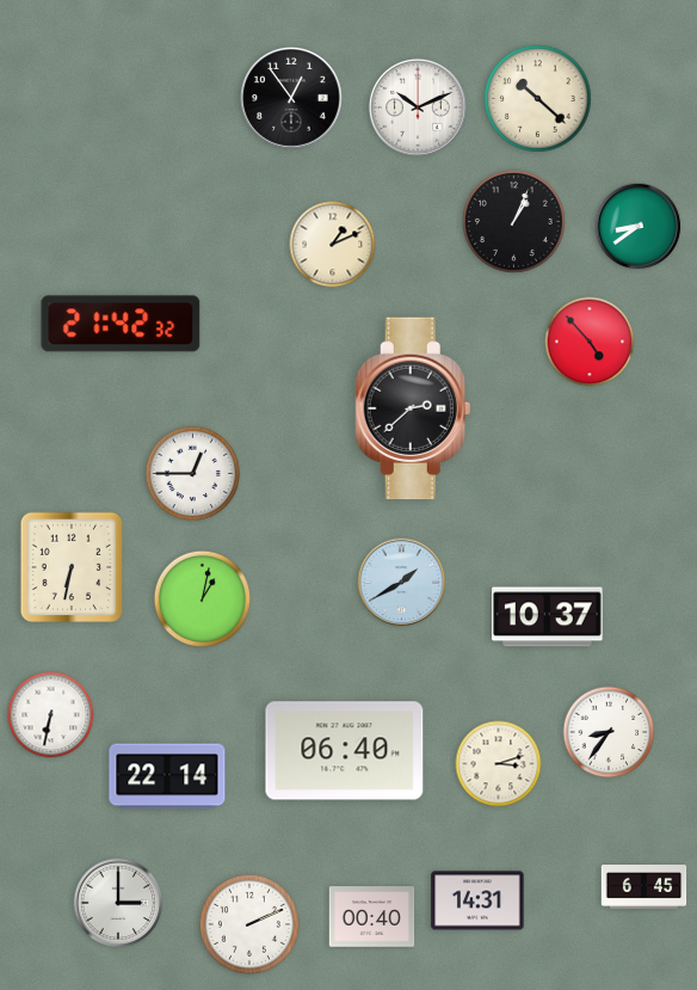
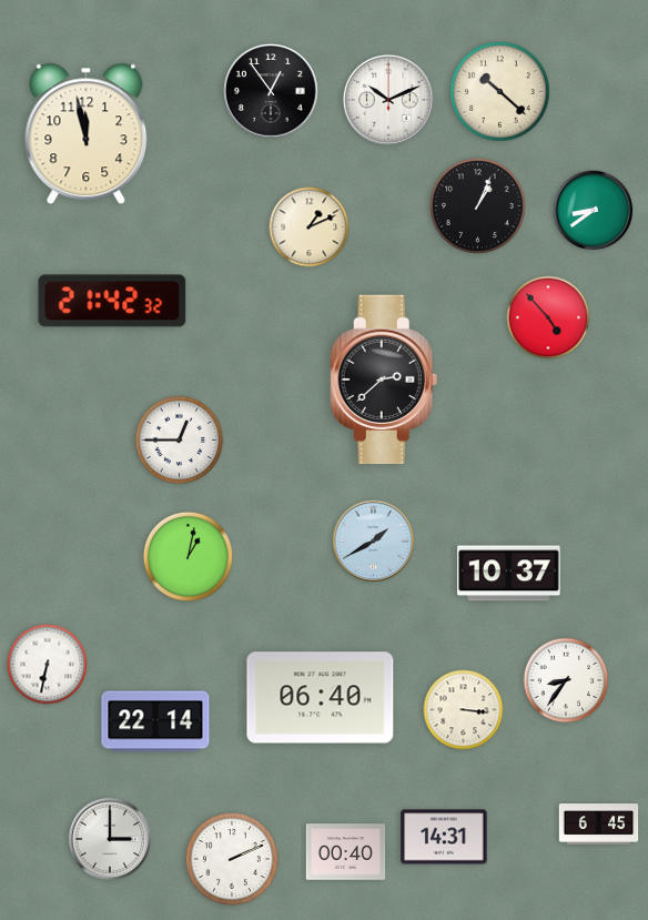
clock at (87, 134): none -> 11:58
clock at (72, 567): 6:32 -> none
clock at (499, 764): 3:12 -> 3:16
